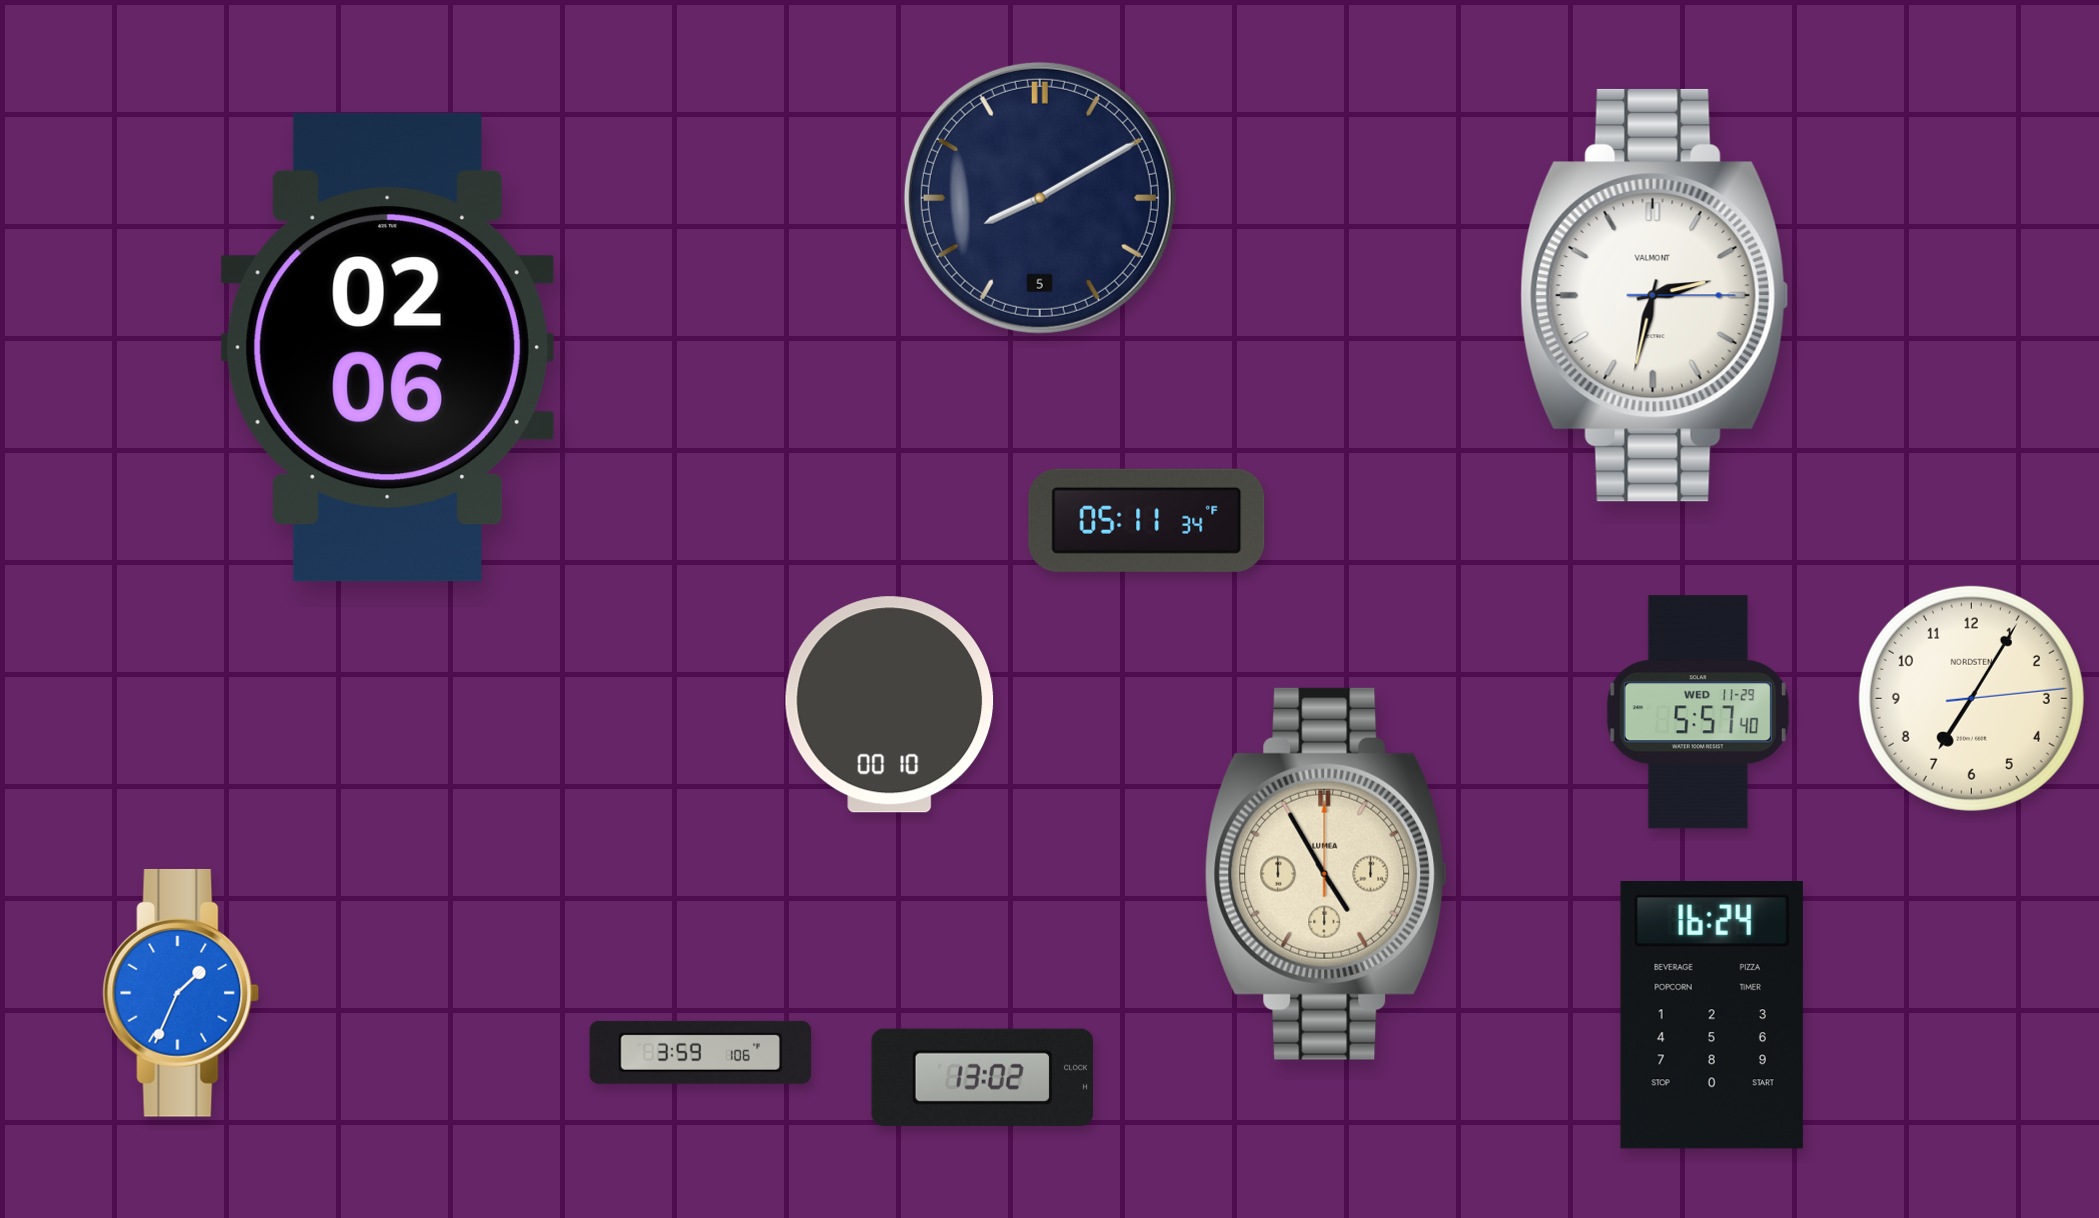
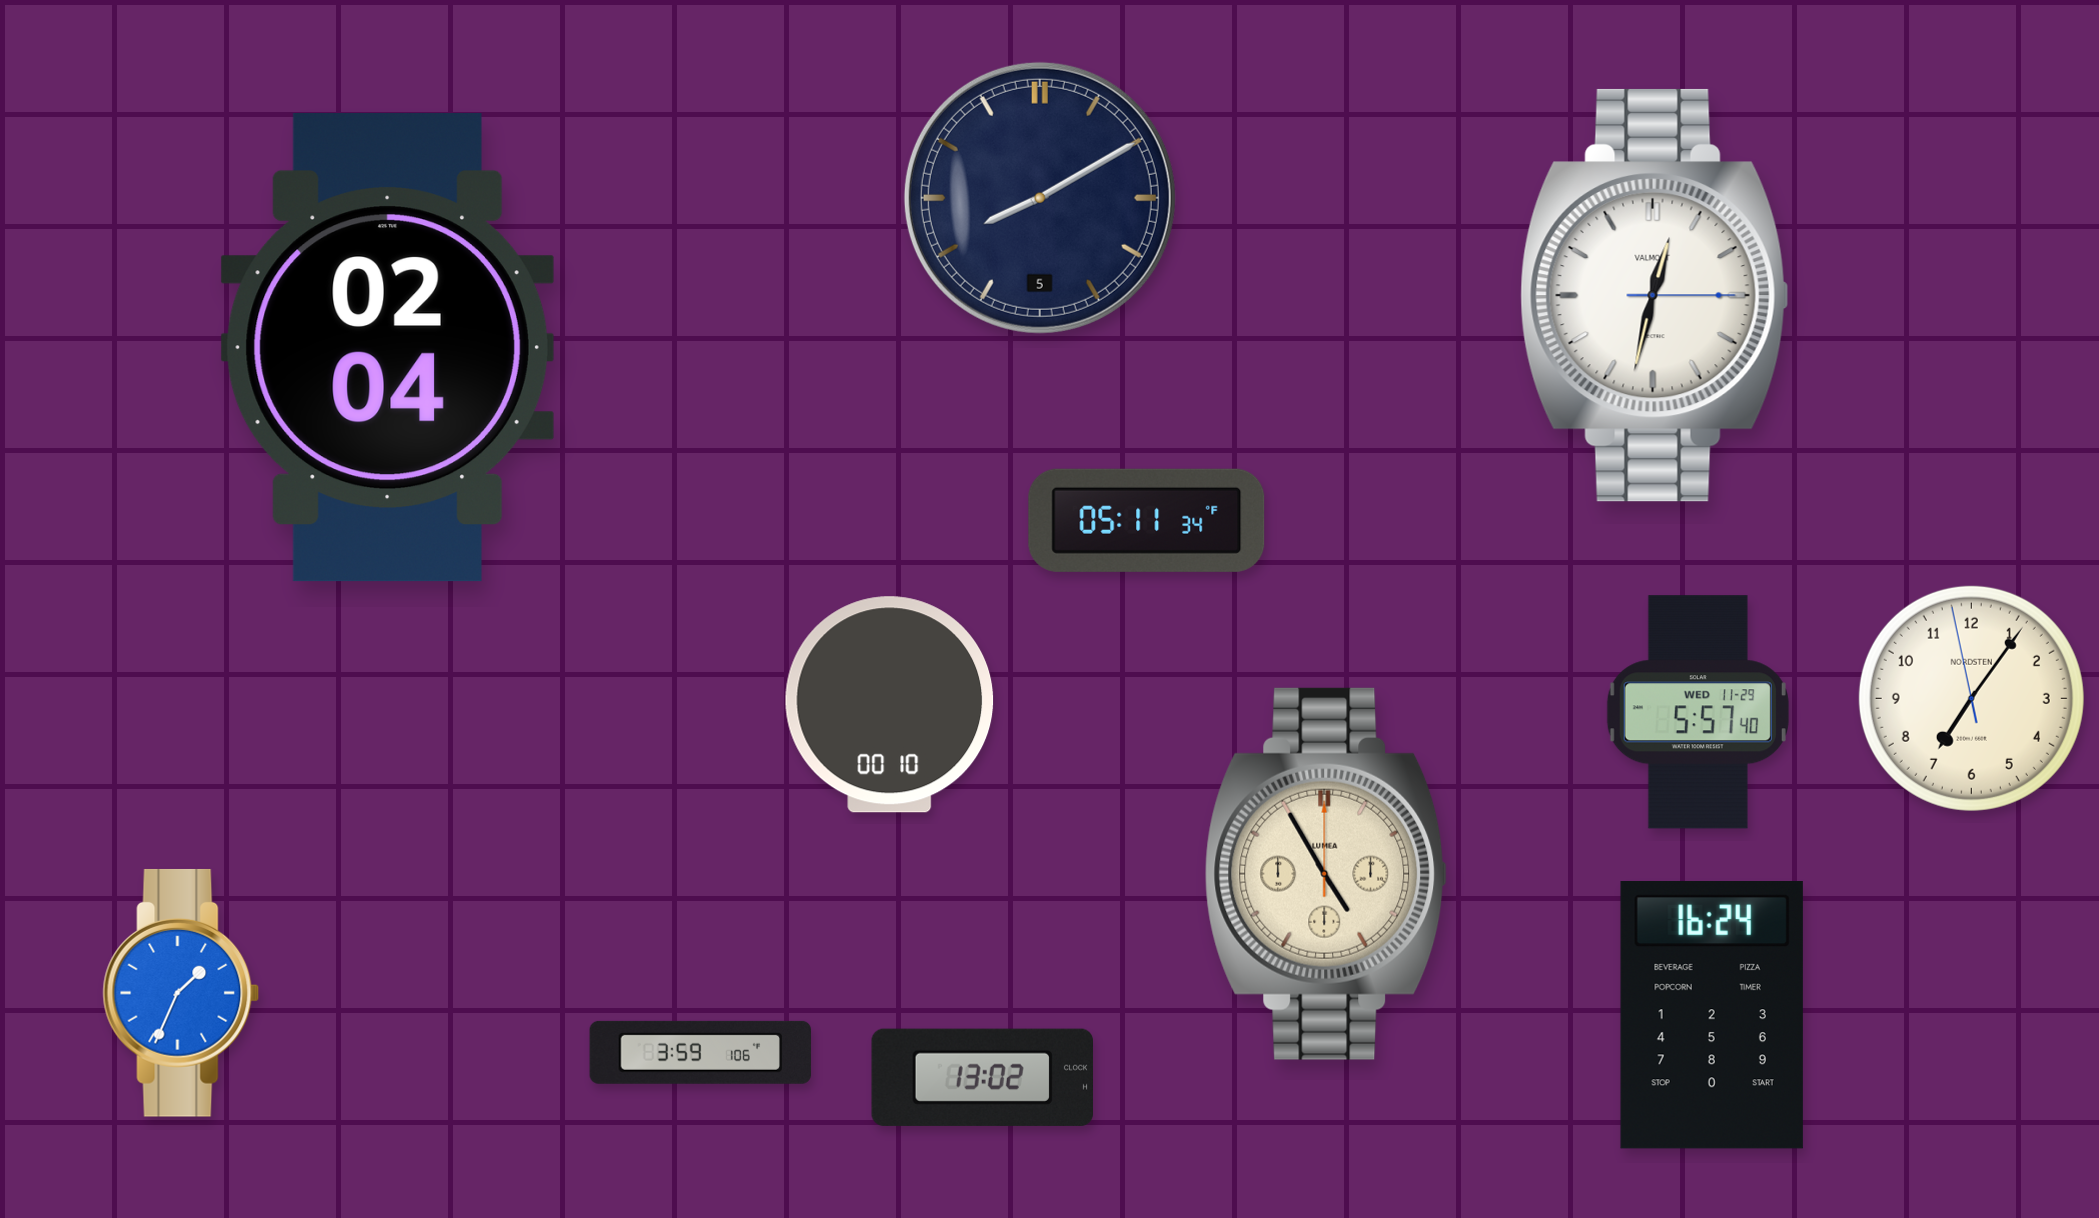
clock at (1655, 295): 2:32 -> 12:32
clock at (387, 348): 02:06 -> 02:04
clock at (1971, 698): 7:05:14 -> 7:05:58
